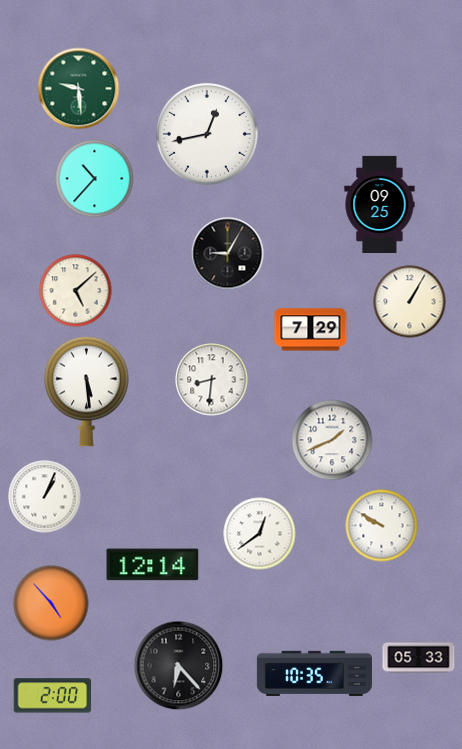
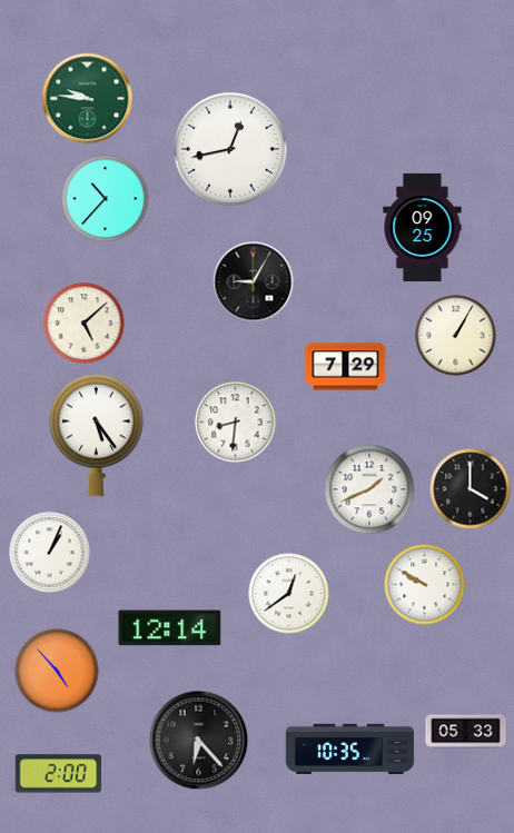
clock at (79, 89): 9:29 -> 9:46
clock at (87, 391): 5:29 -> 5:24
clock at (471, 489): none -> 4:00
